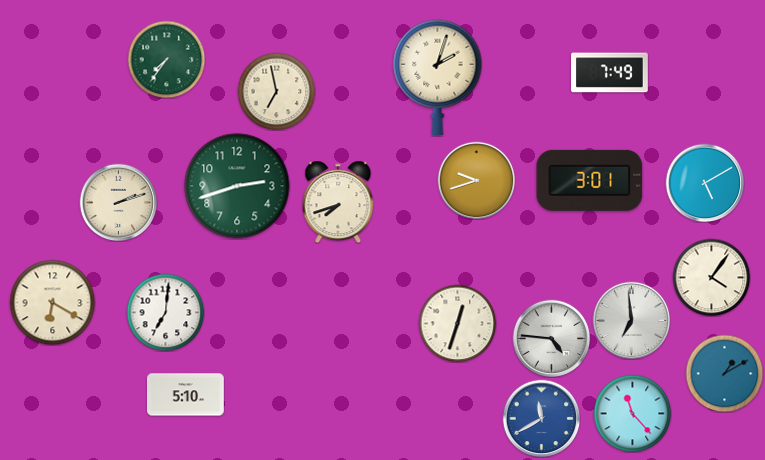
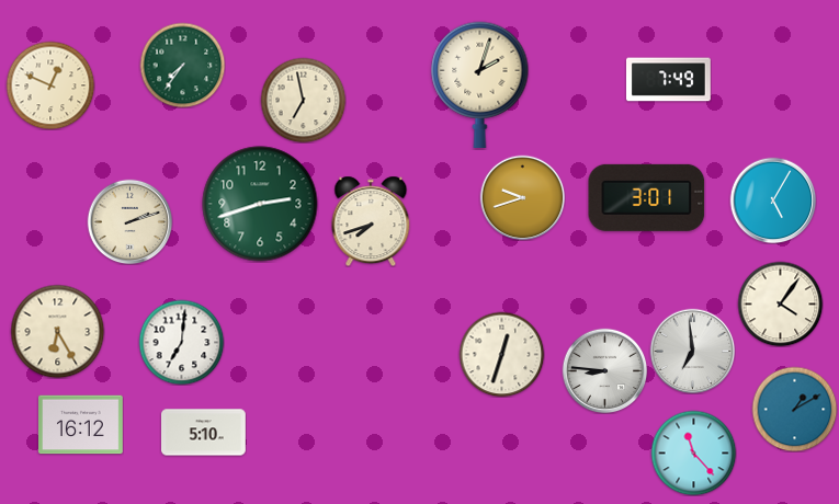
clock at (50, 85): none -> 12:49
clock at (705, 183): 5:10 -> 5:05
clock at (52, 302): 6:20 -> 6:25
clock at (551, 338): 4:46 -> 8:46
clock at (81, 425): none -> 16:12
clock at (541, 418): 11:40 -> none
